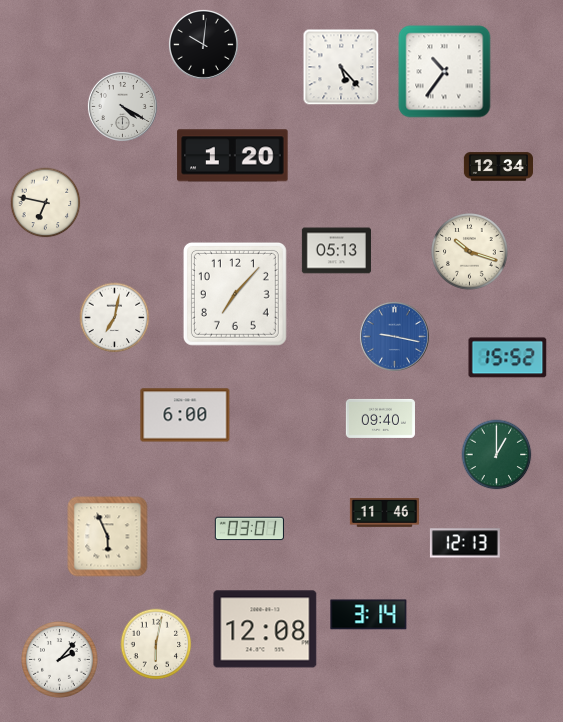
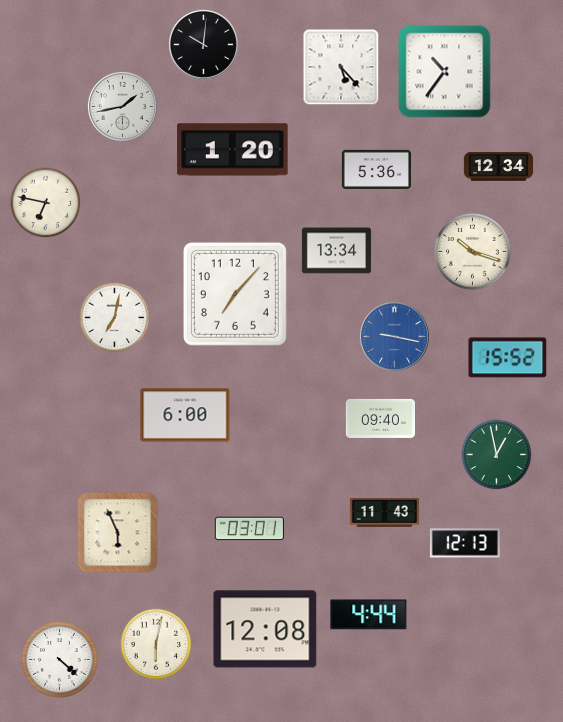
clock at (122, 106): 4:20 -> 1:43
clock at (233, 156) position: (233, 156) -> (233, 150)
clock at (376, 169): none -> 5:36
clock at (336, 251): 05:13 -> 13:34
clock at (470, 252) position: (470, 252) -> (473, 252)
clock at (497, 455): 1:00 -> 12:58
clock at (384, 513): 11:46 -> 11:43
clock at (108, 537) position: (108, 537) -> (118, 533)
clock at (369, 615): 3:14 -> 4:44
clock at (60, 660): 2:07 -> 4:22
